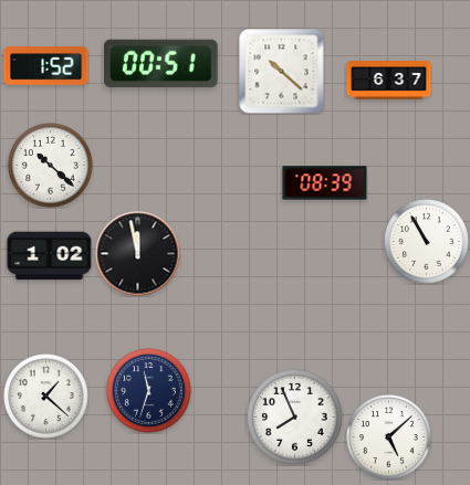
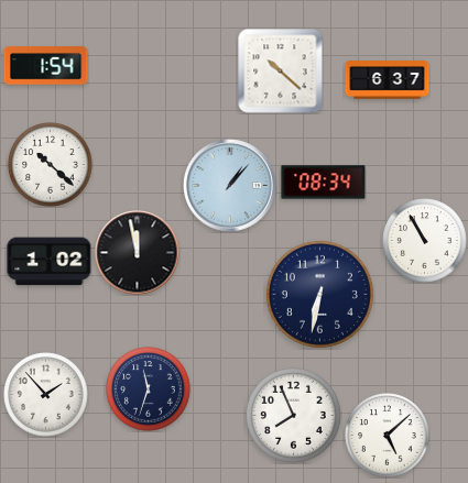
clock at (161, 64): 00:51 -> none
clock at (46, 66): 1:52 -> 1:54
clock at (325, 183): 08:39 -> 08:34
clock at (230, 186): none -> 1:07
clock at (50, 256) position: (50, 256) -> (50, 262)
clock at (319, 294): none -> 6:32
clock at (46, 397): 1:22 -> 1:53
